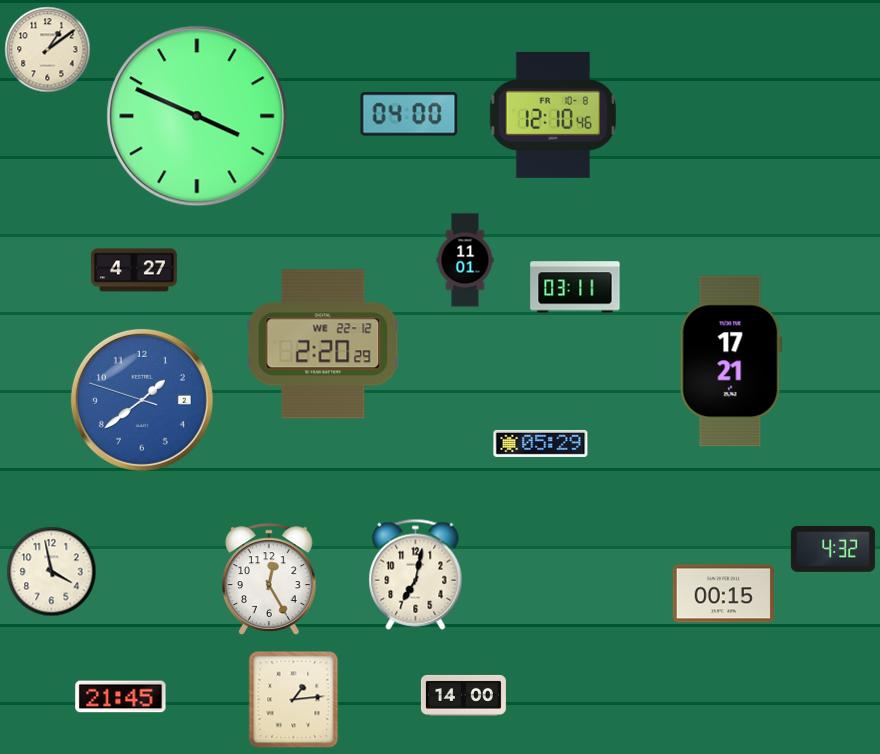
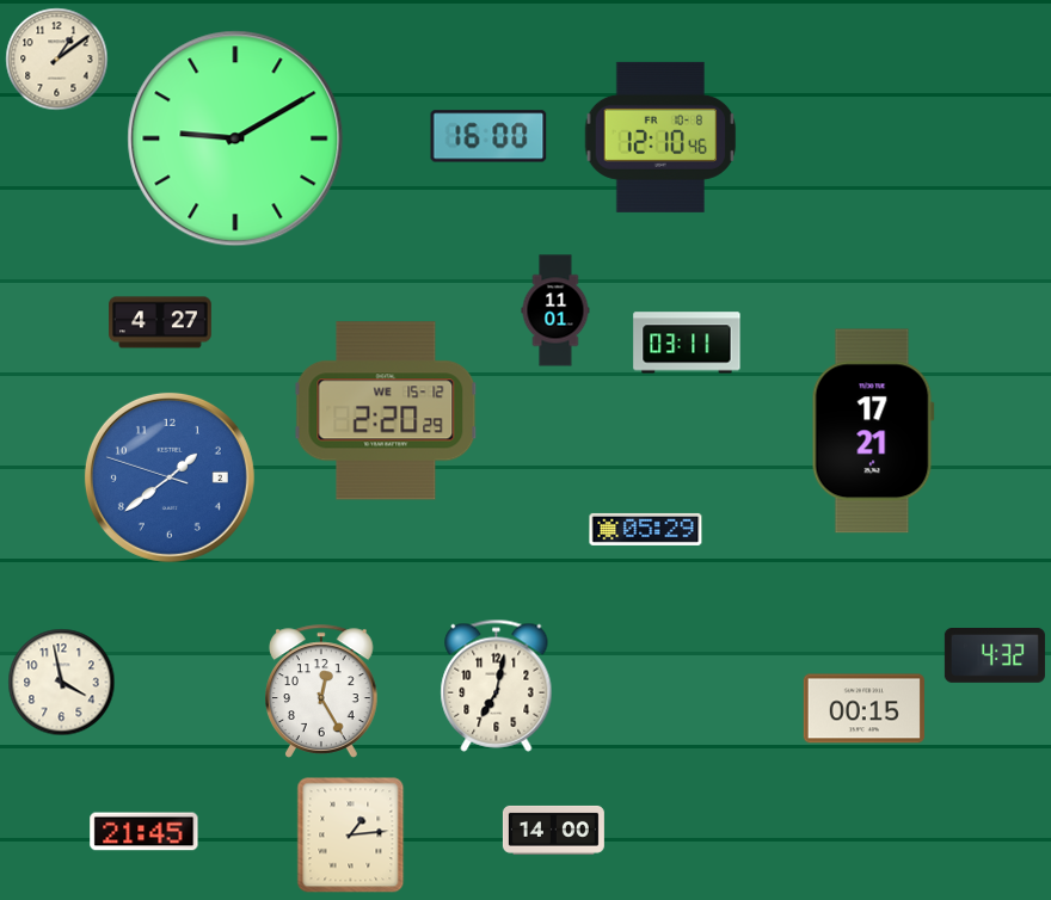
clock at (409, 114): 04:00 -> 16:00
clock at (197, 116): 3:49 -> 9:10
clock at (323, 344) date: WE 22-12 -> WE 15-12
